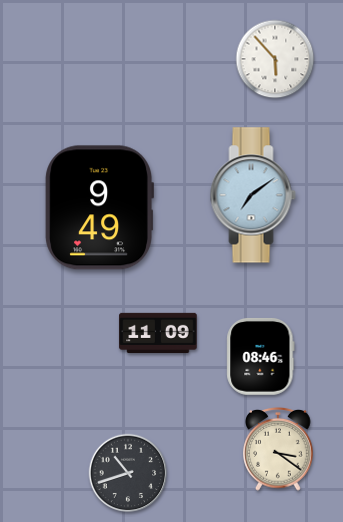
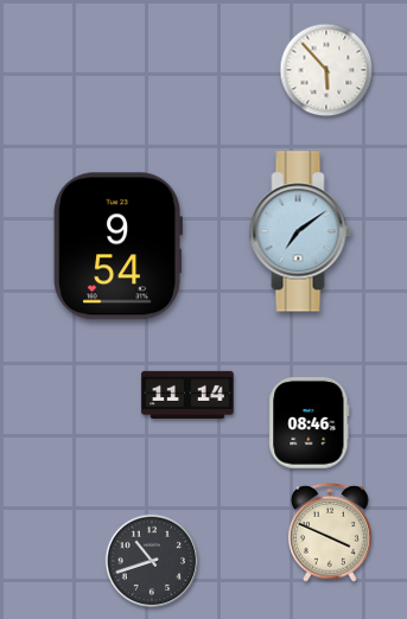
clock at (99, 208): 9:49 -> 9:54
clock at (158, 332): 11:09 -> 11:14
clock at (278, 449): 3:21 -> 3:49
